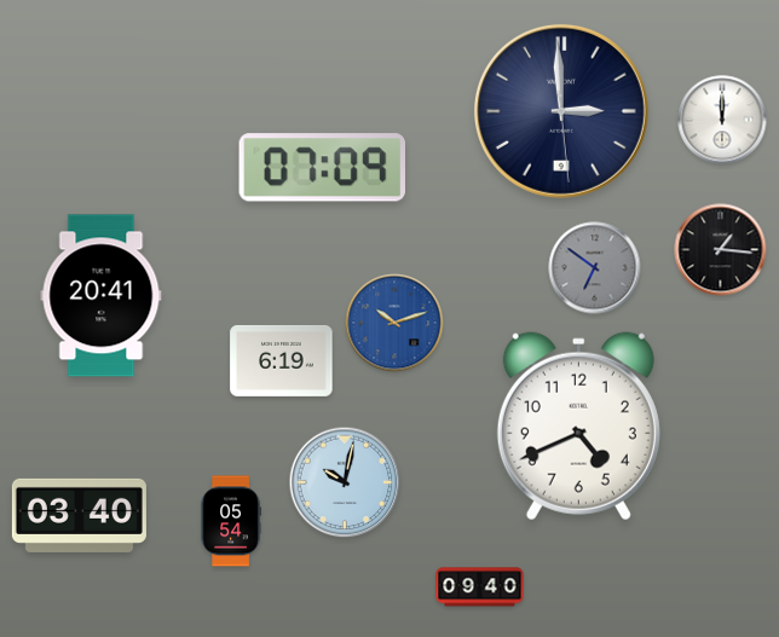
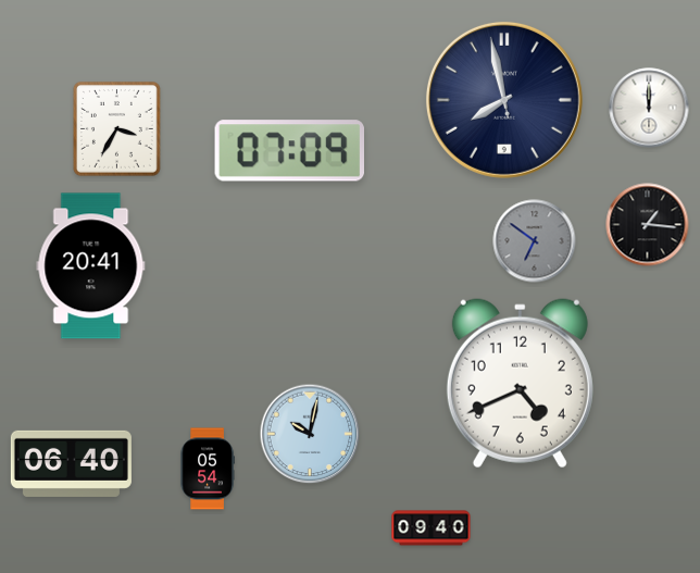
clock at (561, 111): 2:59 -> 7:57
clock at (116, 128): none -> 3:35
clock at (394, 323): 10:12 -> none
clock at (282, 360): 6:19 -> none
clock at (79, 515): 03:40 -> 06:40
